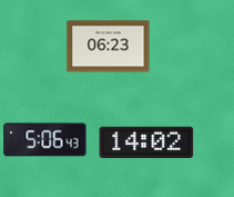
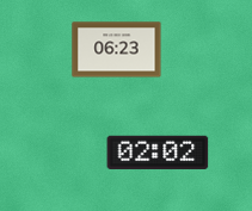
clock at (45, 140): 5:06 -> none
clock at (146, 142): 14:02 -> 02:02
